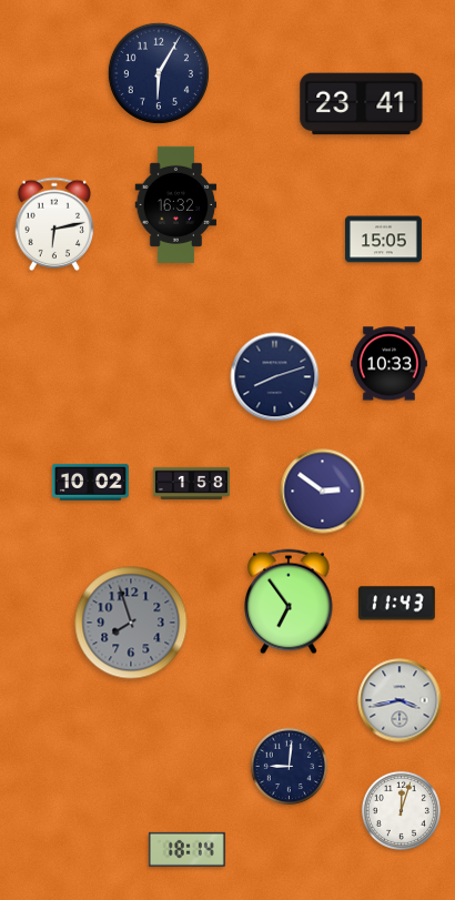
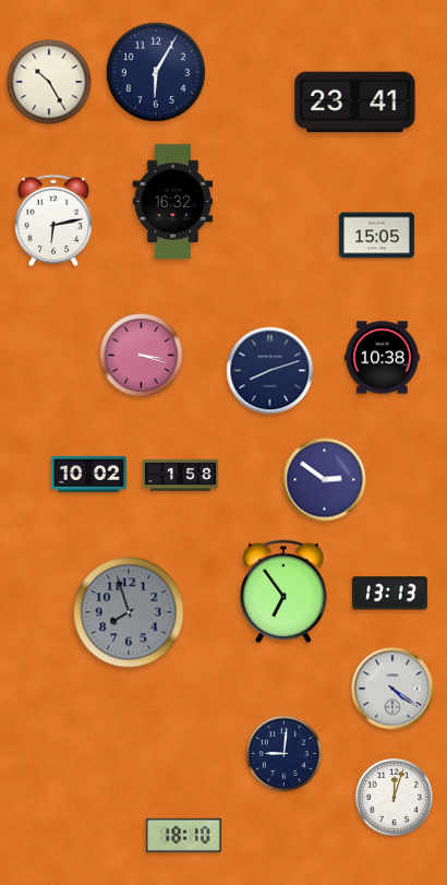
clock at (49, 82): none -> 10:25
clock at (142, 356): none -> 3:18
clock at (388, 364): 10:33 -> 10:38
clock at (191, 483) position: (191, 483) -> (180, 475)
clock at (323, 492) position: (323, 492) -> (325, 480)
clock at (396, 604): 11:43 -> 13:13
clock at (400, 700): 3:43 -> 4:21
clock at (186, 849): 18:14 -> 18:10
